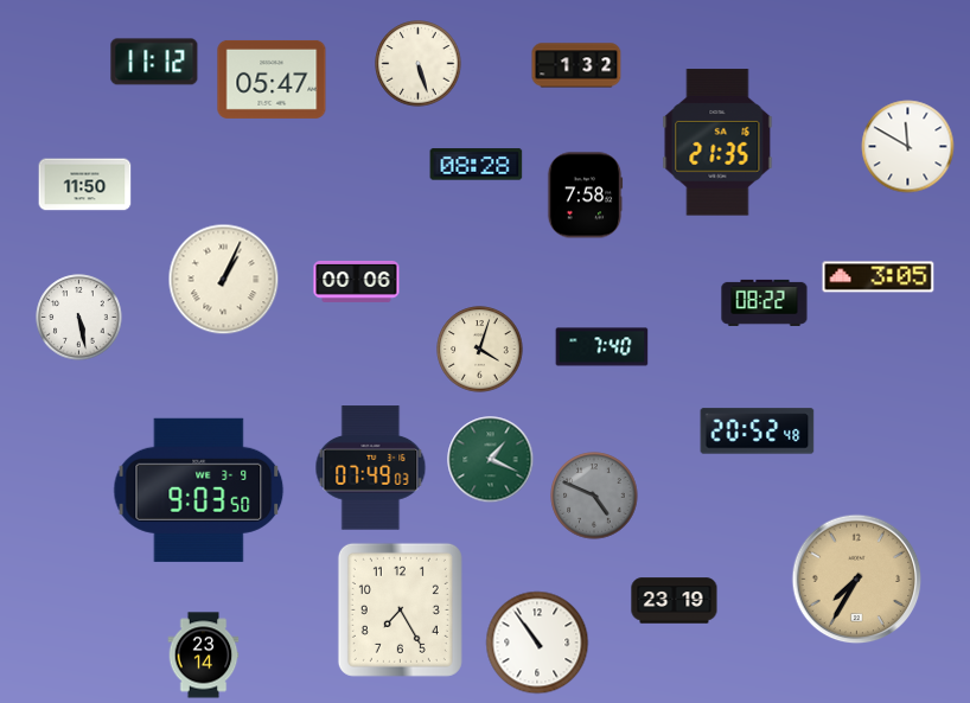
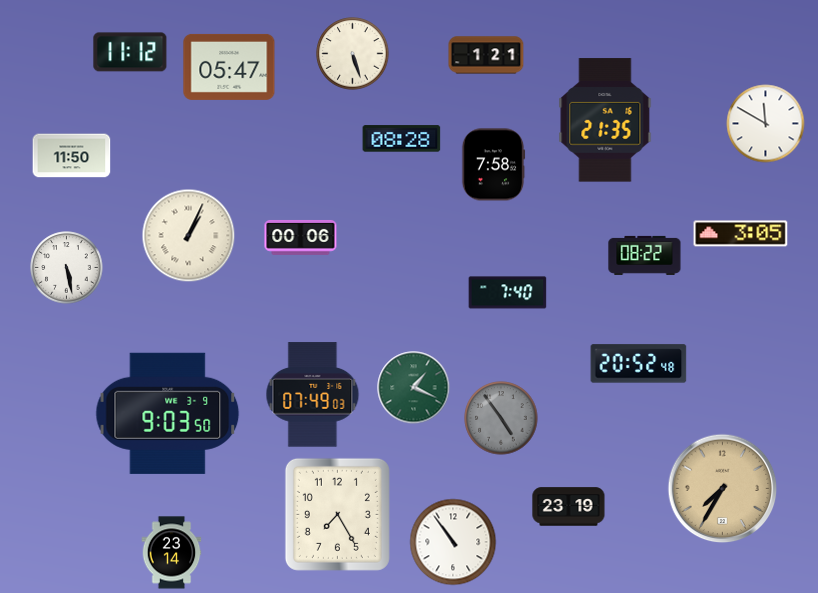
clock at (576, 65): 1:32 -> 1:21
clock at (480, 350): 4:03 -> none
clock at (594, 496): 4:49 -> 4:54
